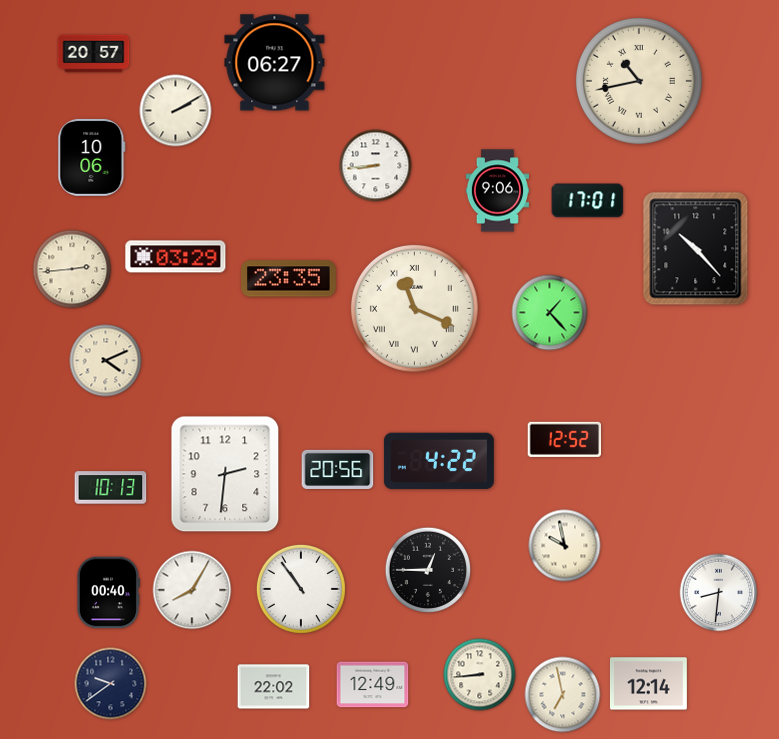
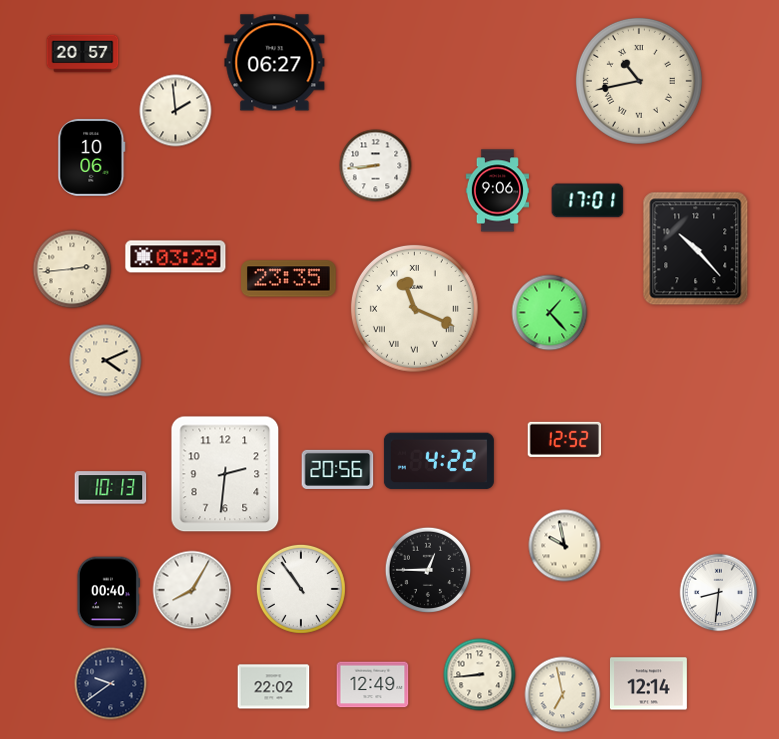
clock at (94, 54) position: (94, 54) -> (83, 54)
clock at (176, 111): 2:10 -> 1:59
